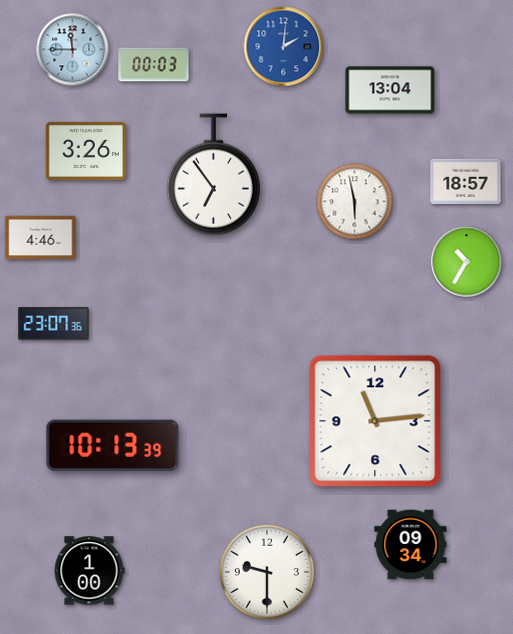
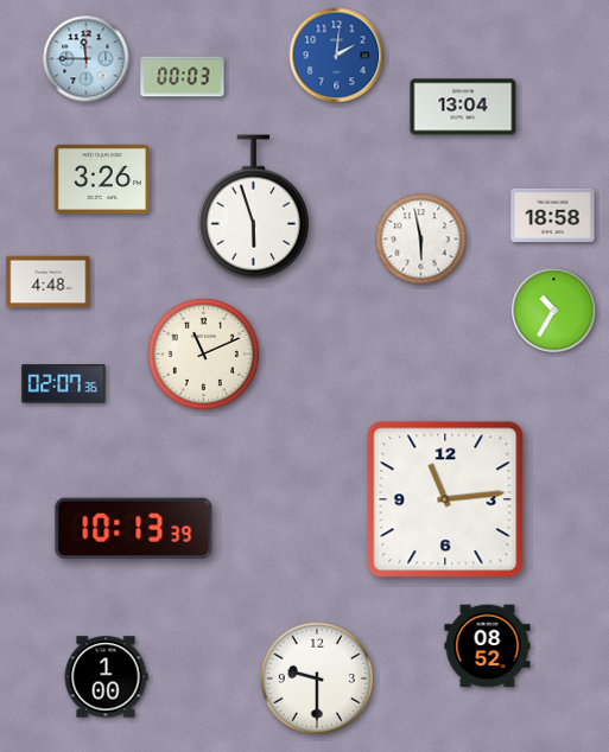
clock at (213, 175): 6:54 -> 5:57
clock at (466, 181): 18:57 -> 18:58
clock at (41, 238): 4:46 -> 4:48
clock at (203, 353): none -> 11:11
clock at (54, 324): 23:07 -> 02:07
clock at (411, 545): 09:34 -> 08:52
